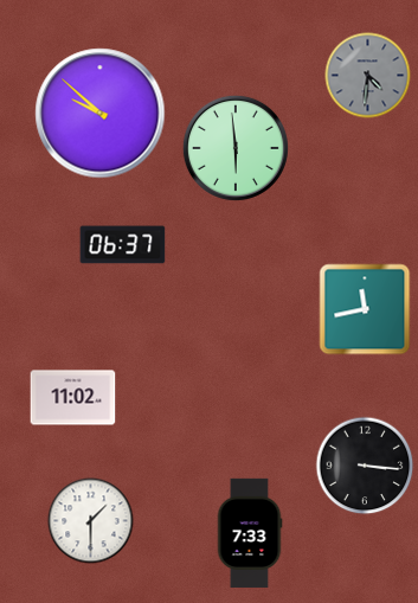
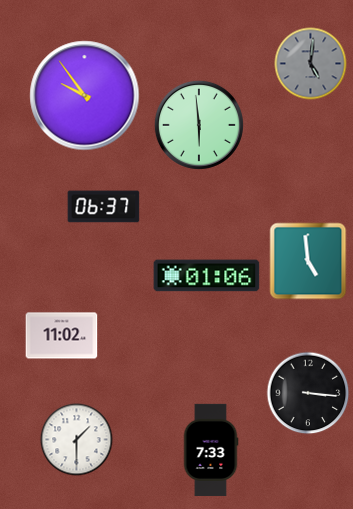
clock at (368, 76): 4:31 -> 5:01
clock at (101, 114): 9:52 -> 9:54
clock at (365, 309): 11:43 -> 4:59
clock at (207, 276): none -> 01:06
